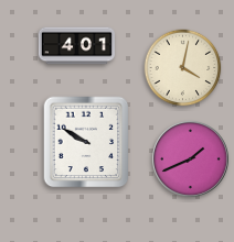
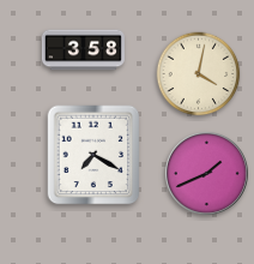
clock at (76, 46): 4:01 -> 3:58
clock at (86, 142): 9:50 -> 7:20
